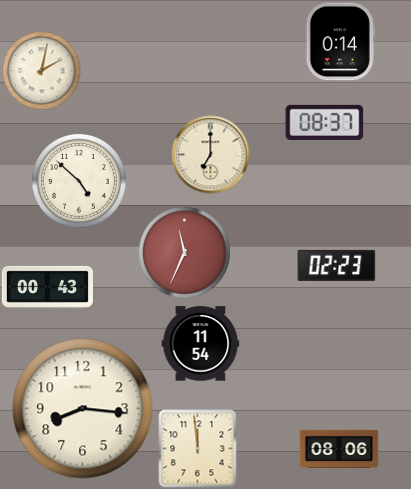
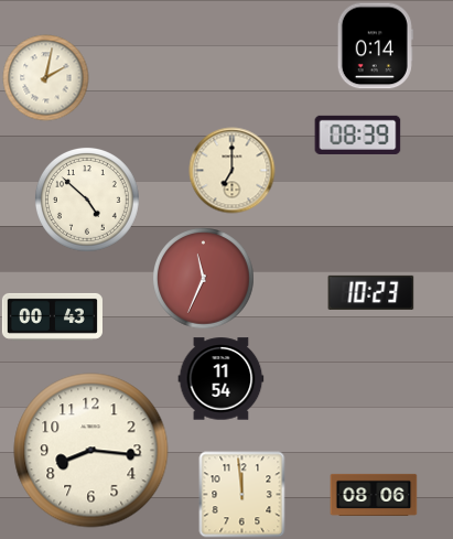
clock at (324, 122): 08:37 -> 08:39
clock at (336, 265): 02:23 -> 10:23
clock at (197, 448) position: (197, 448) -> (241, 494)
